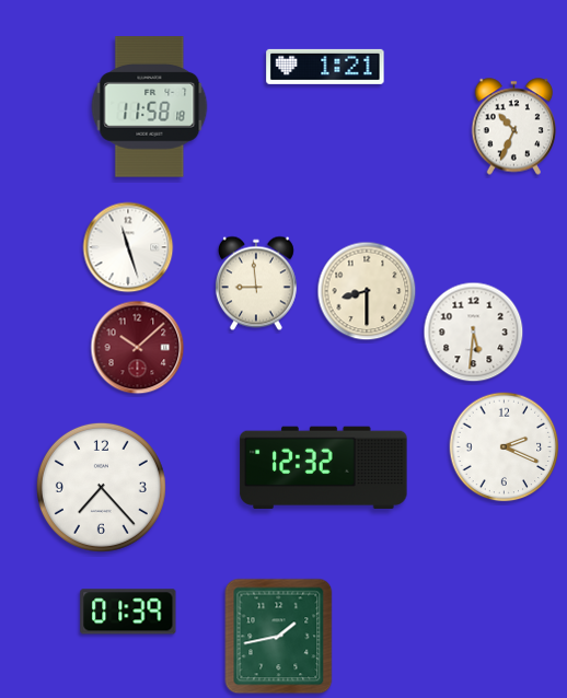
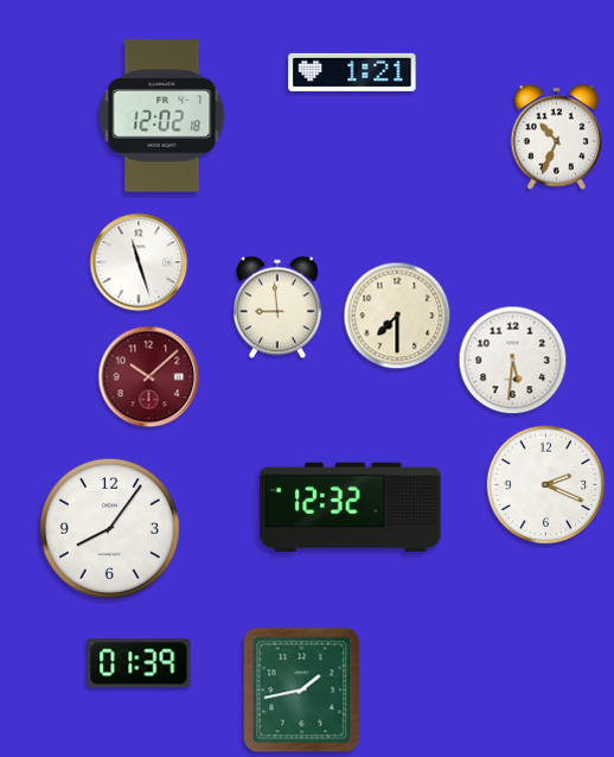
clock at (150, 107): 11:58 -> 12:02
clock at (128, 247) position: (128, 247) -> (139, 262)
clock at (367, 291): 8:30 -> 7:30
clock at (101, 487): 7:23 -> 8:06
